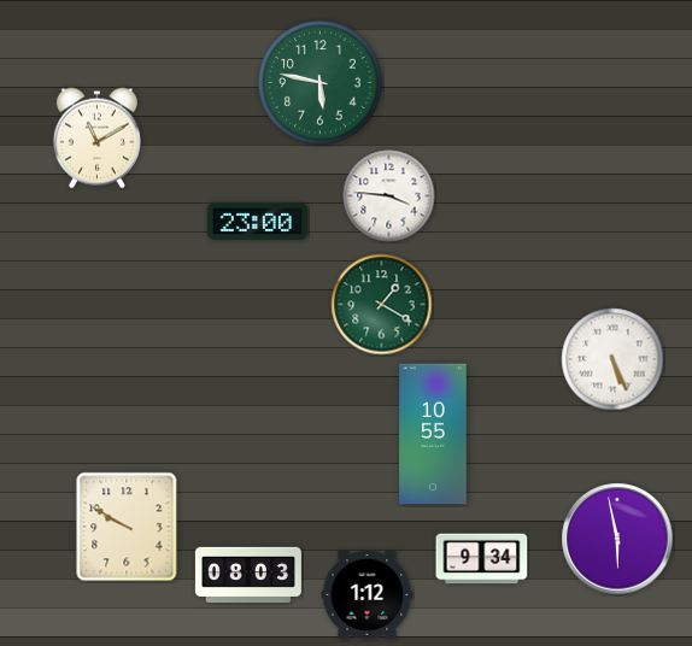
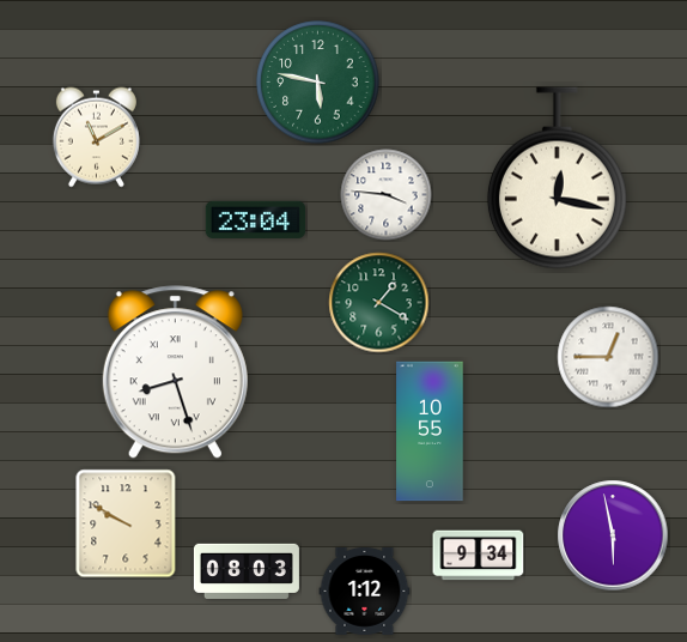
clock at (557, 178): none -> 12:17
clock at (258, 221): 23:00 -> 23:04
clock at (612, 359): 5:26 -> 12:45
clock at (175, 373): none -> 8:27
